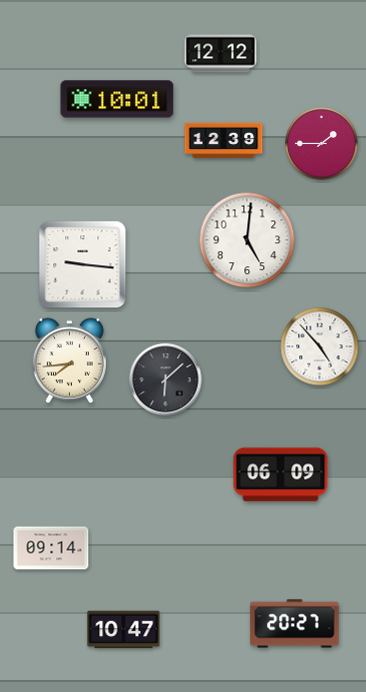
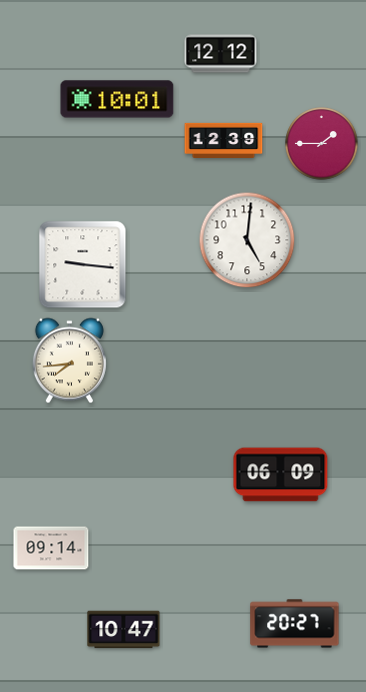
clock at (320, 347): 4:53 -> none
clock at (166, 380): 6:08 -> none
